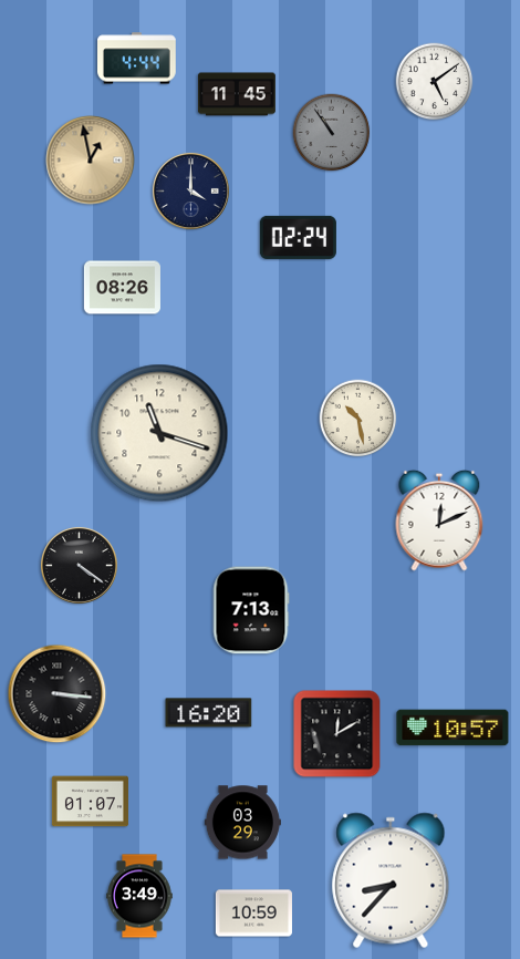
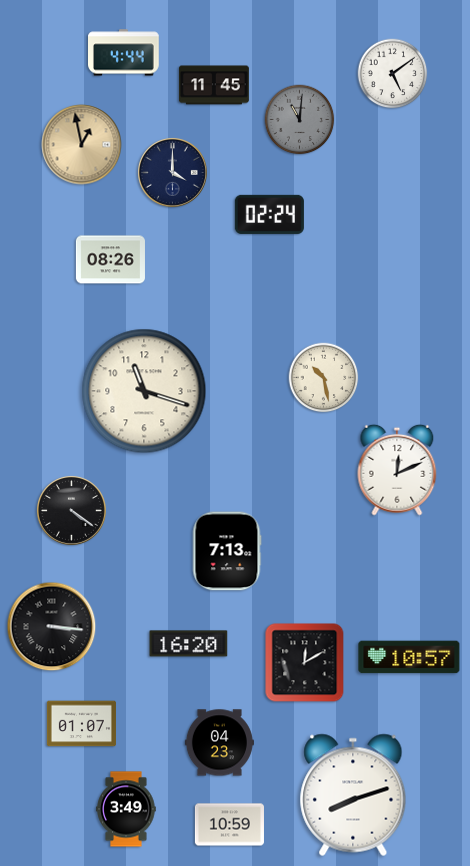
clock at (332, 133): 10:54 -> 11:01
clock at (242, 823): 03:29 -> 04:23
clock at (391, 880): 8:37 -> 8:12
